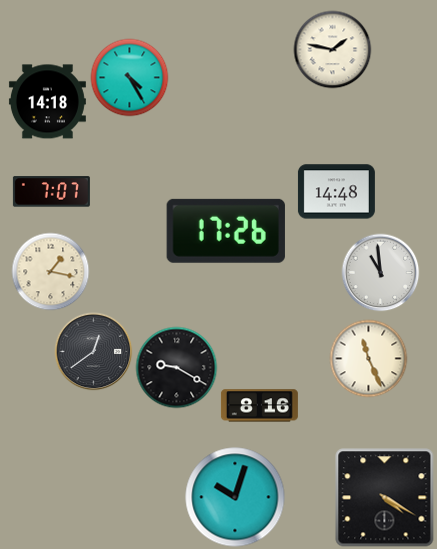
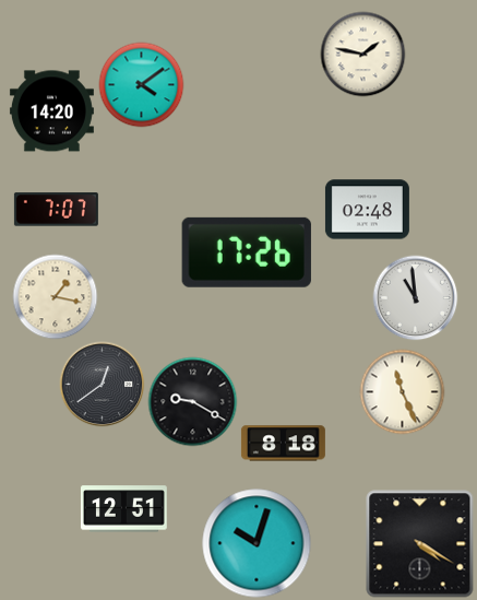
clock at (129, 77): 4:25 -> 4:09
clock at (47, 102): 14:18 -> 14:20
clock at (336, 192): 14:48 -> 02:48
clock at (259, 406): 8:16 -> 8:18
clock at (123, 509): none -> 12:51
